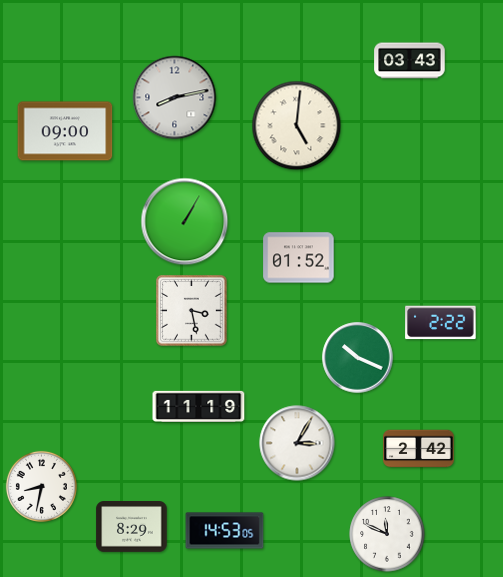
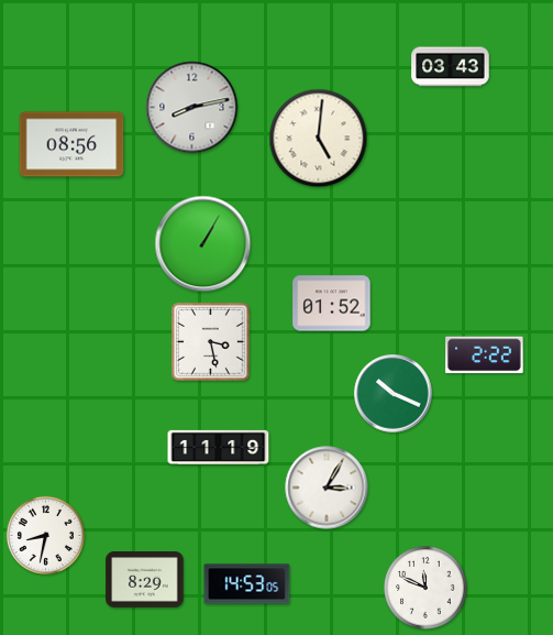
clock at (297, 126) position: (297, 126) -> (319, 139)
clock at (65, 131): 09:00 -> 08:56
clock at (299, 258) position: (299, 258) -> (332, 304)
clock at (419, 449): 2:42 -> none
